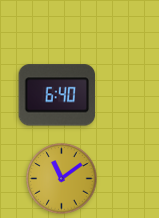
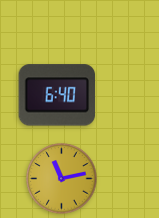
clock at (62, 179): 11:09 -> 11:13
